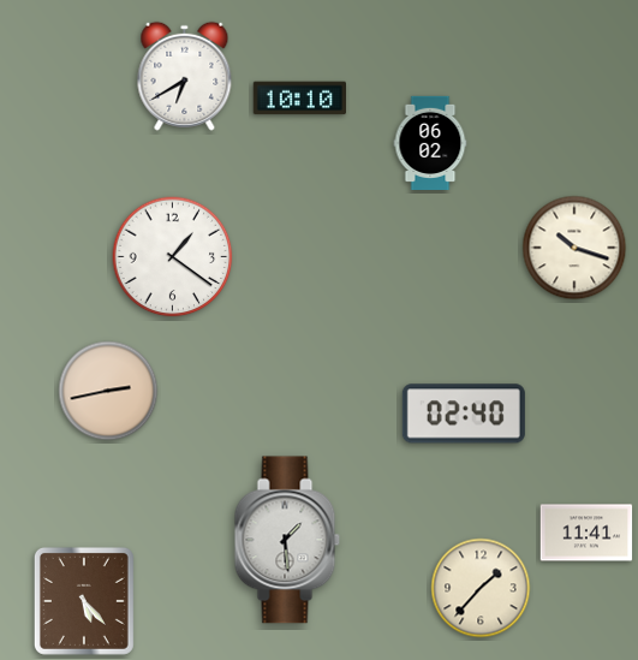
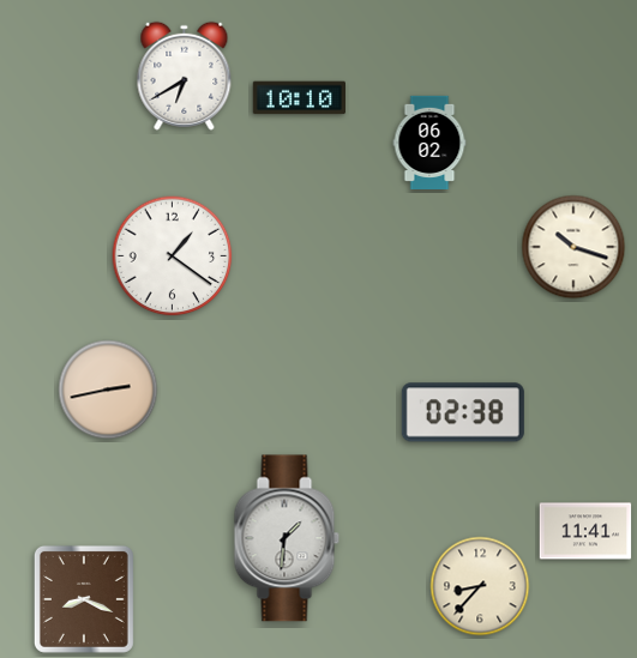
clock at (464, 414): 02:40 -> 02:38
clock at (287, 540): 1:29 -> 1:31
clock at (481, 588): 1:37 -> 8:37
clock at (84, 601): 5:23 -> 8:19
